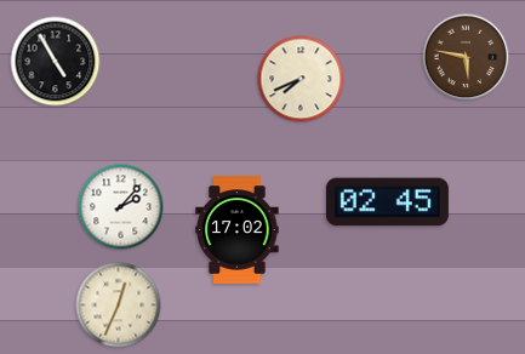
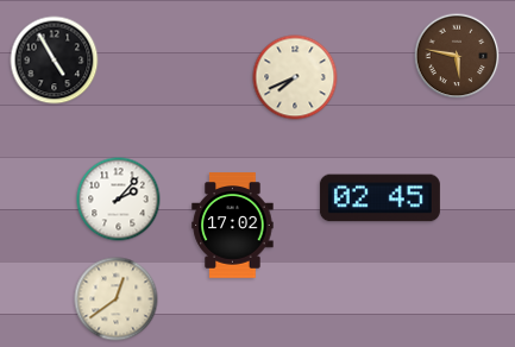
clock at (121, 207) position: (121, 207) -> (119, 200)
clock at (119, 306): 12:34 -> 12:39
